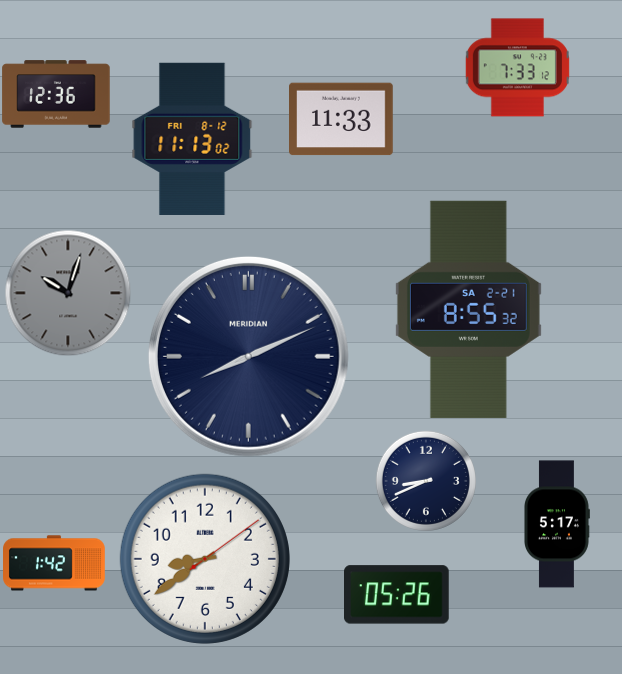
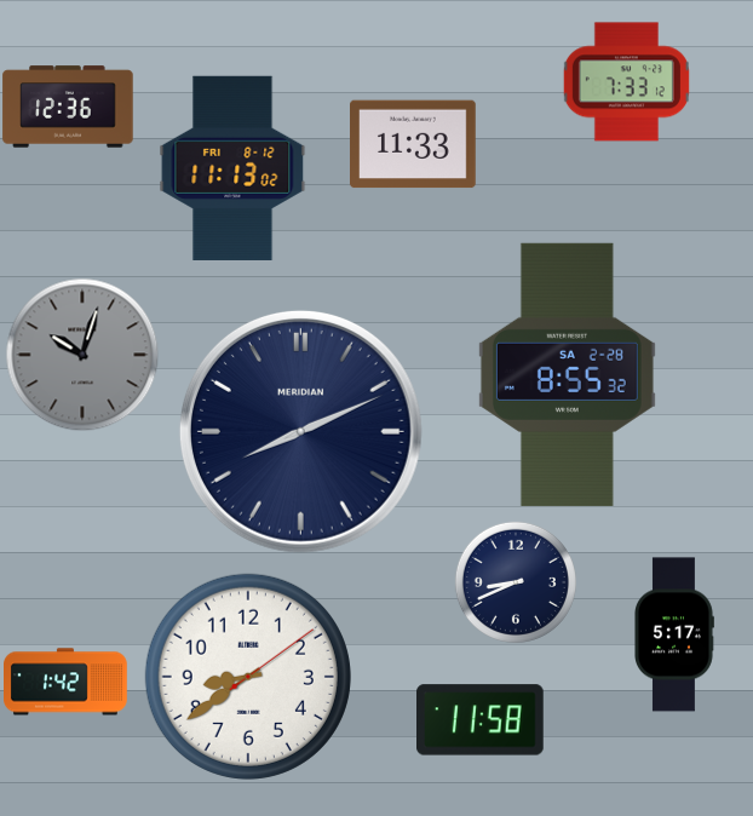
clock at (56, 94) position: (56, 94) -> (68, 107)
clock at (468, 309) date: SA 2-21 -> SA 2-28
clock at (397, 595): 05:26 -> 11:58
